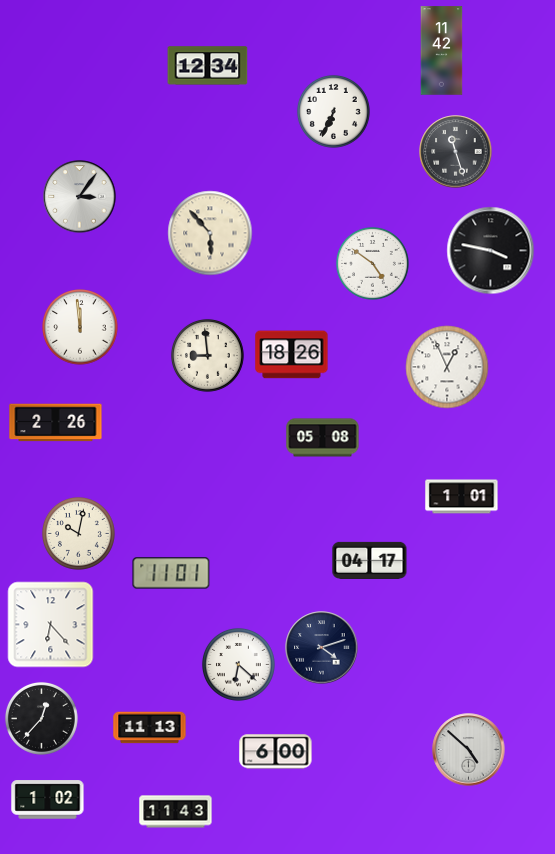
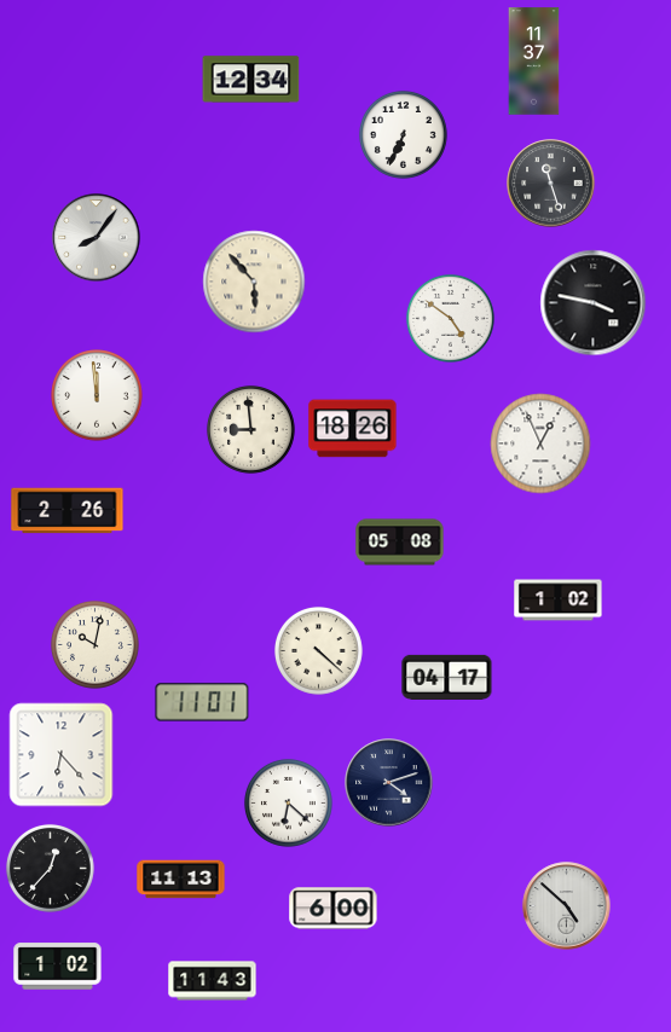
clock at (442, 51): 11:42 -> 11:37
clock at (80, 197): 3:06 -> 8:06
clock at (323, 438) position: (323, 438) -> (400, 543)
clock at (462, 497): 1:01 -> 1:02
clock at (319, 651): none -> 4:22
clock at (171, 573) position: (171, 573) -> (202, 702)
